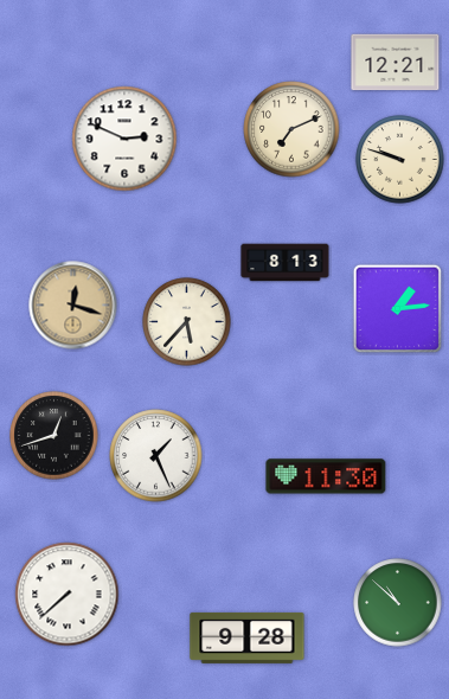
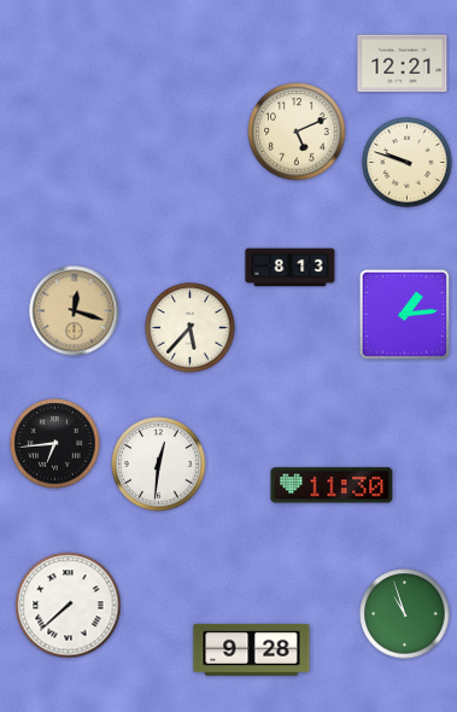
clock at (291, 129): 7:11 -> 5:11
clock at (124, 139): 2:49 -> none
clock at (54, 436): 12:42 -> 6:44
clock at (156, 456): 1:26 -> 12:31
clock at (398, 603): 10:52 -> 10:57
